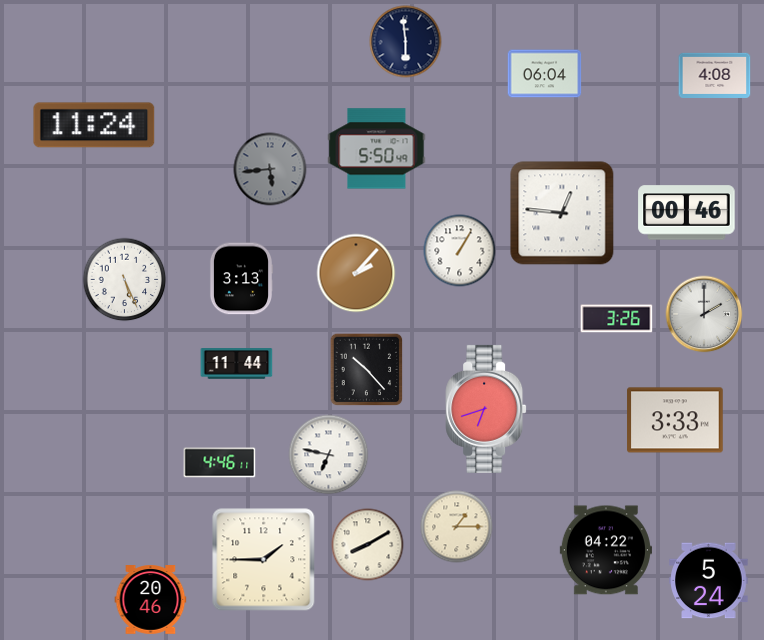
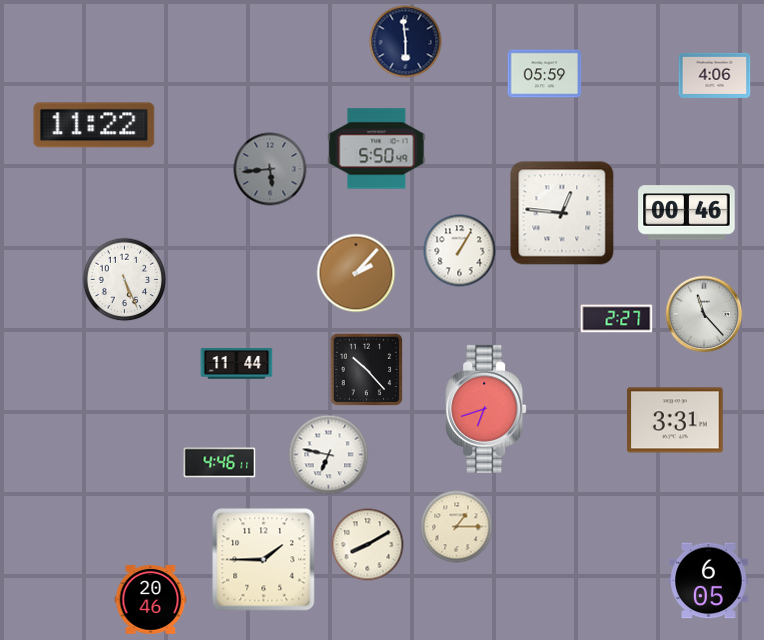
clock at (545, 74): 06:04 -> 05:59
clock at (715, 75): 4:08 -> 4:06
clock at (94, 125): 11:24 -> 11:22
clock at (240, 279): 3:13 -> none
clock at (704, 314): 2:00 -> 11:23
clock at (617, 319): 3:26 -> 2:27
clock at (675, 420): 3:33 -> 3:31
clock at (606, 550): 04:22 -> none
clock at (709, 581): 5:24 -> 6:05
